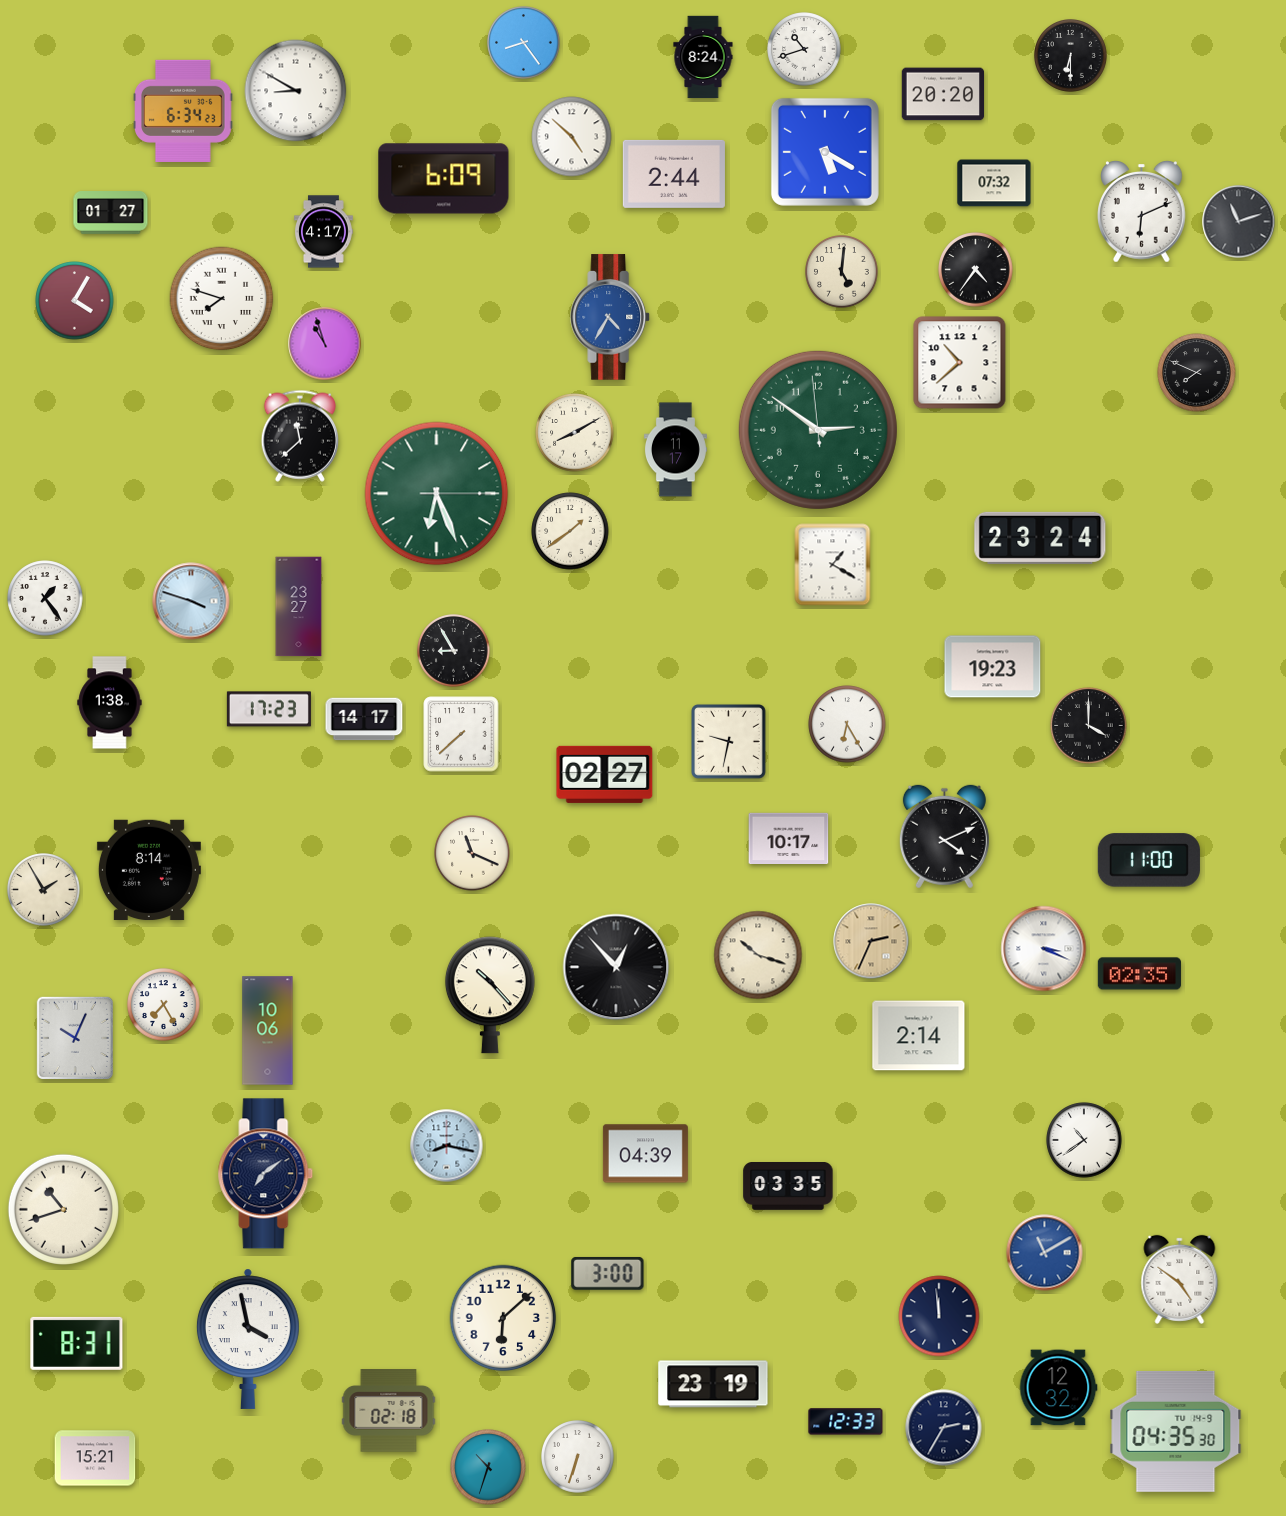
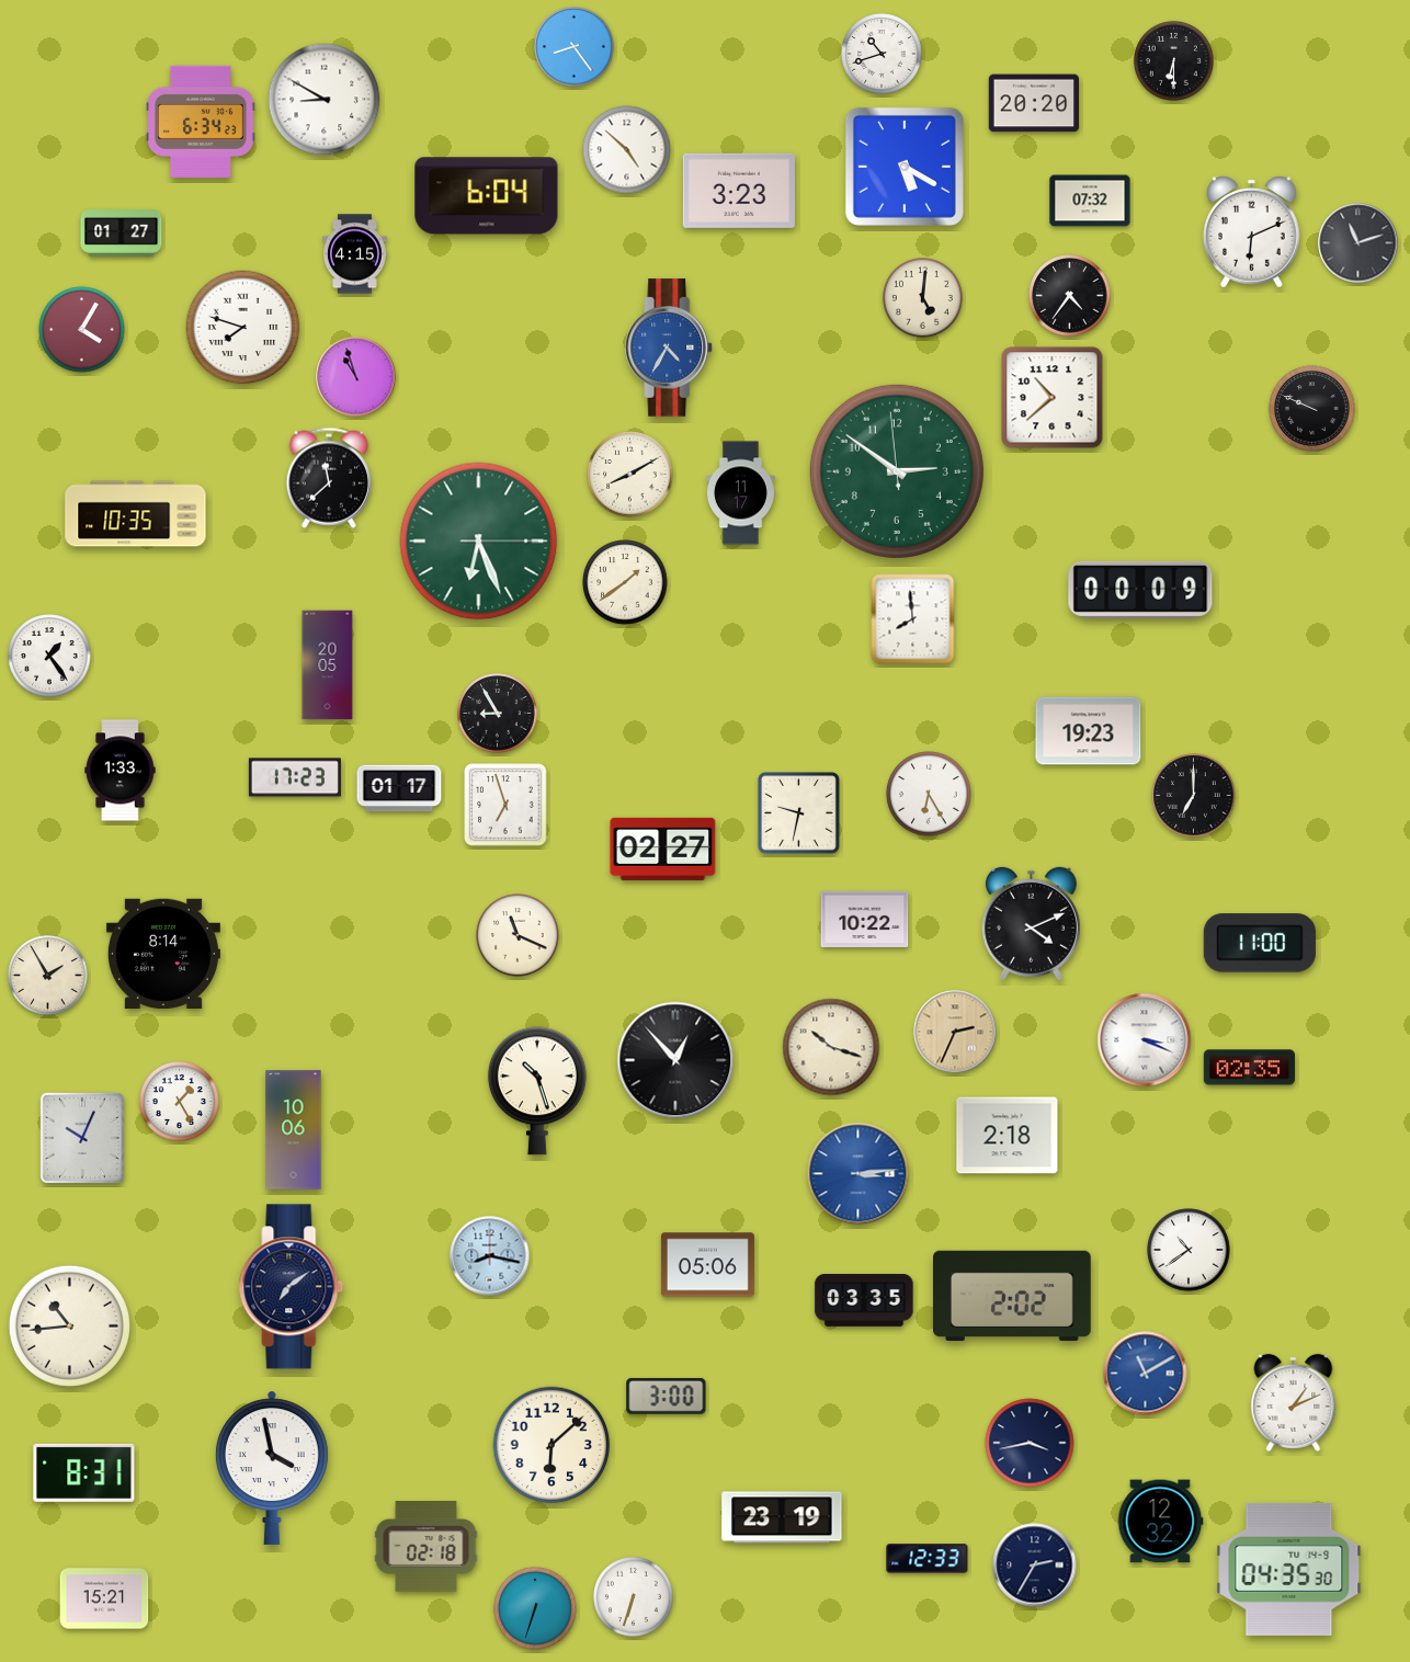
clock at (703, 57): 8:24 -> none
clock at (674, 174): 2:44 -> 3:23
clock at (444, 179): 6:09 -> 6:04
clock at (324, 232): 4:17 -> 4:15
clock at (1197, 373): 7:49 -> 9:49
clock at (136, 514): none -> 10:35
clock at (1040, 538): 23:24 -> 00:09
clock at (833, 565): 1:20 -> 7:59
clock at (191, 601): 3:48 -> none
clock at (299, 607): 23:27 -> 20:05
clock at (110, 703): 1:38 -> 1:33
clock at (364, 719): 14:17 -> 01:17
clock at (1089, 726): 4:00 -> 7:00
clock at (461, 734): 7:38 -> 6:57
clock at (944, 837) position: (944, 837) -> (1031, 924)
clock at (789, 838): 10:17 -> 10:22
clock at (490, 995): 10:23 -> 10:27
clock at (164, 1005): 7:25 -> 1:25
clock at (919, 1036): 2:14 -> 2:18
clock at (858, 1174): none -> 3:14
clock at (645, 1154): 04:39 -> 05:06
clock at (1013, 1296): none -> 2:02
clock at (63, 1209): 10:42 -> 10:44
clock at (1180, 1279): 4:51 -> 1:11
clock at (939, 1316): 11:59 -> 3:43
clock at (488, 1467): 10:33 -> 6:33
